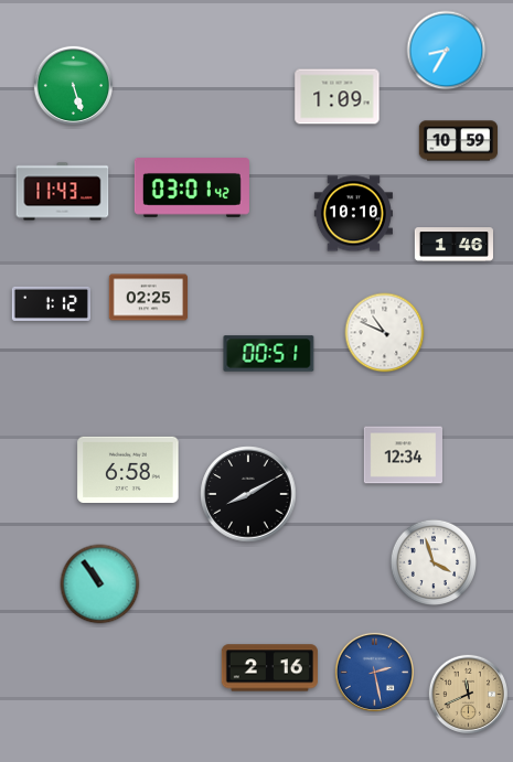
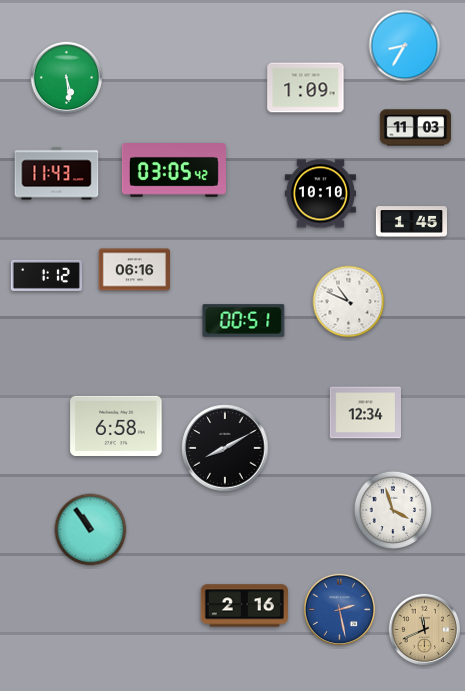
clock at (73, 85): 5:27 -> 5:29
clock at (458, 141): 10:59 -> 11:03
clock at (192, 189): 03:01 -> 03:05
clock at (455, 245): 1:46 -> 1:45
clock at (148, 298): 02:25 -> 06:16
